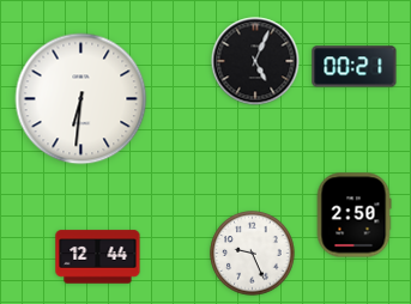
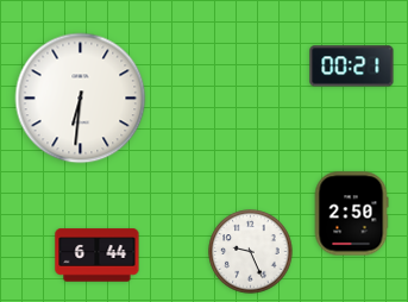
clock at (255, 61): 5:04 -> none
clock at (98, 257): 12:44 -> 6:44
